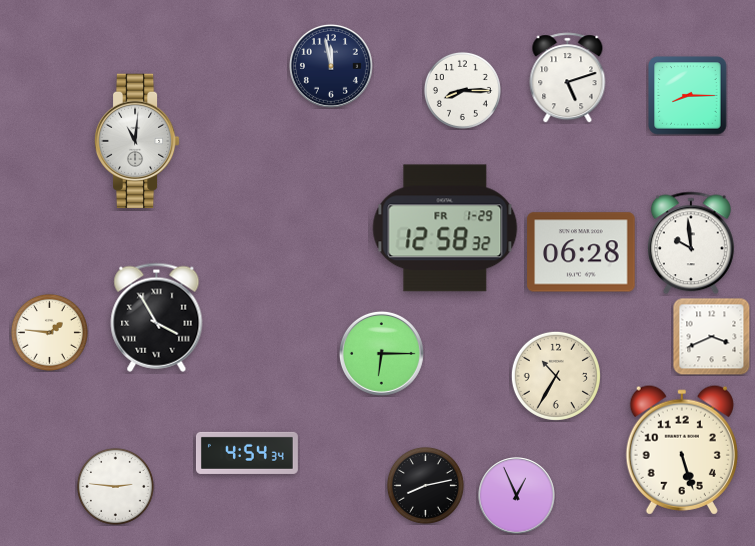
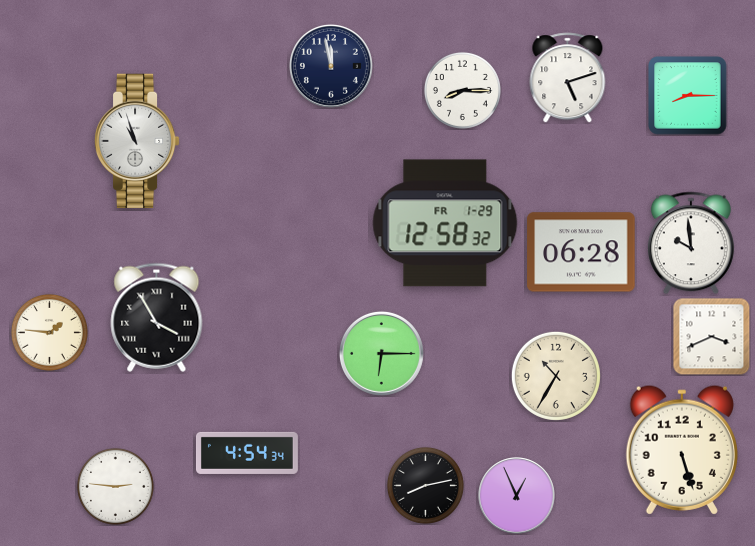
clock at (137, 141): 11:01 -> 10:57
clock at (445, 228) position: (445, 228) -> (445, 223)
